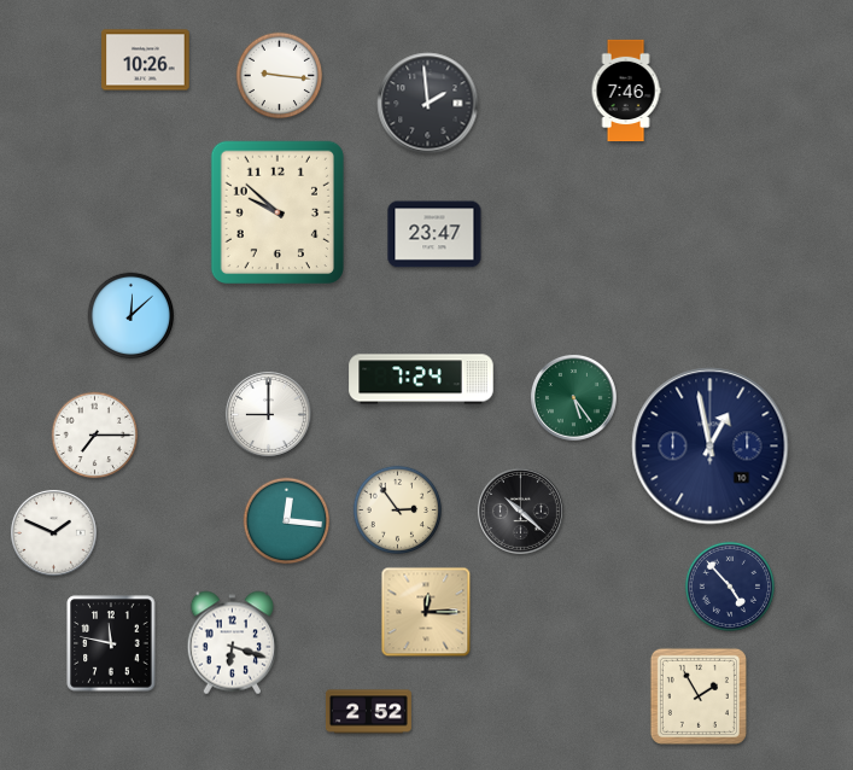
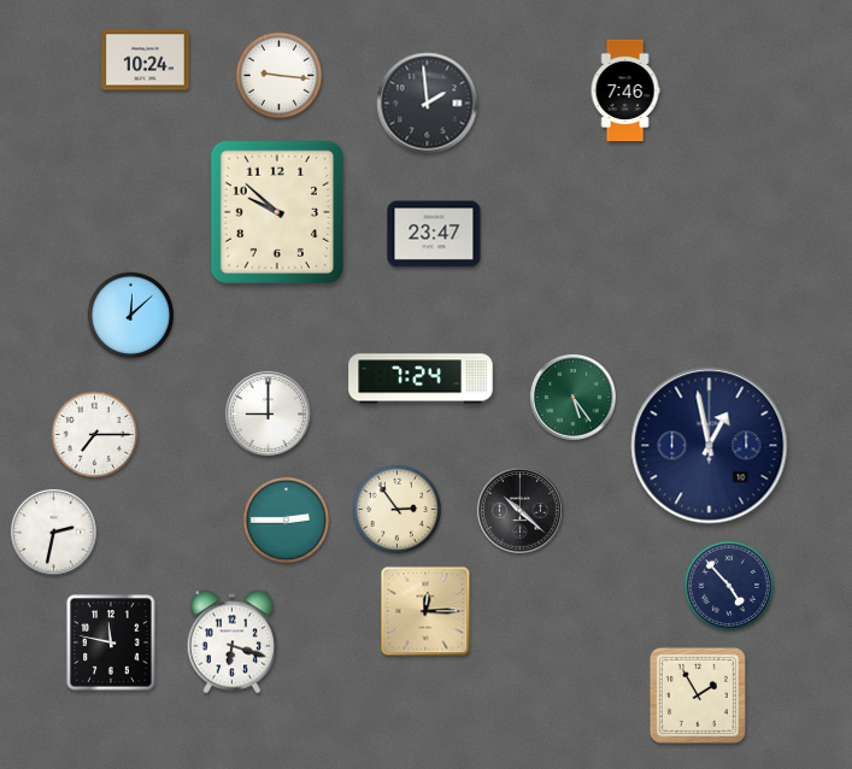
clock at (146, 60): 10:26 -> 10:24
clock at (287, 521): 12:16 -> 2:45
clock at (53, 532): 1:49 -> 2:32
clock at (368, 712): 2:52 -> none
